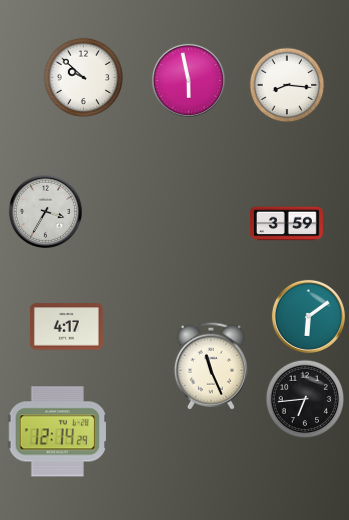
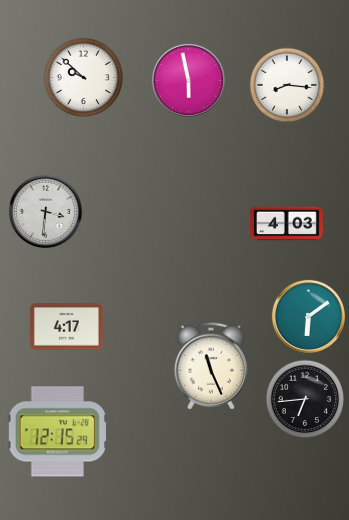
clock at (45, 211): 3:35 -> 3:31
clock at (287, 224): 3:59 -> 4:03
clock at (58, 432): 12:14 -> 12:15
